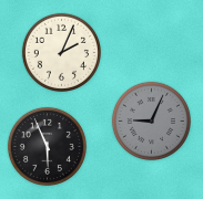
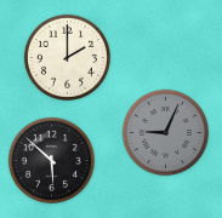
clock at (61, 52): 2:04 -> 2:00
clock at (47, 146): 5:56 -> 5:52
